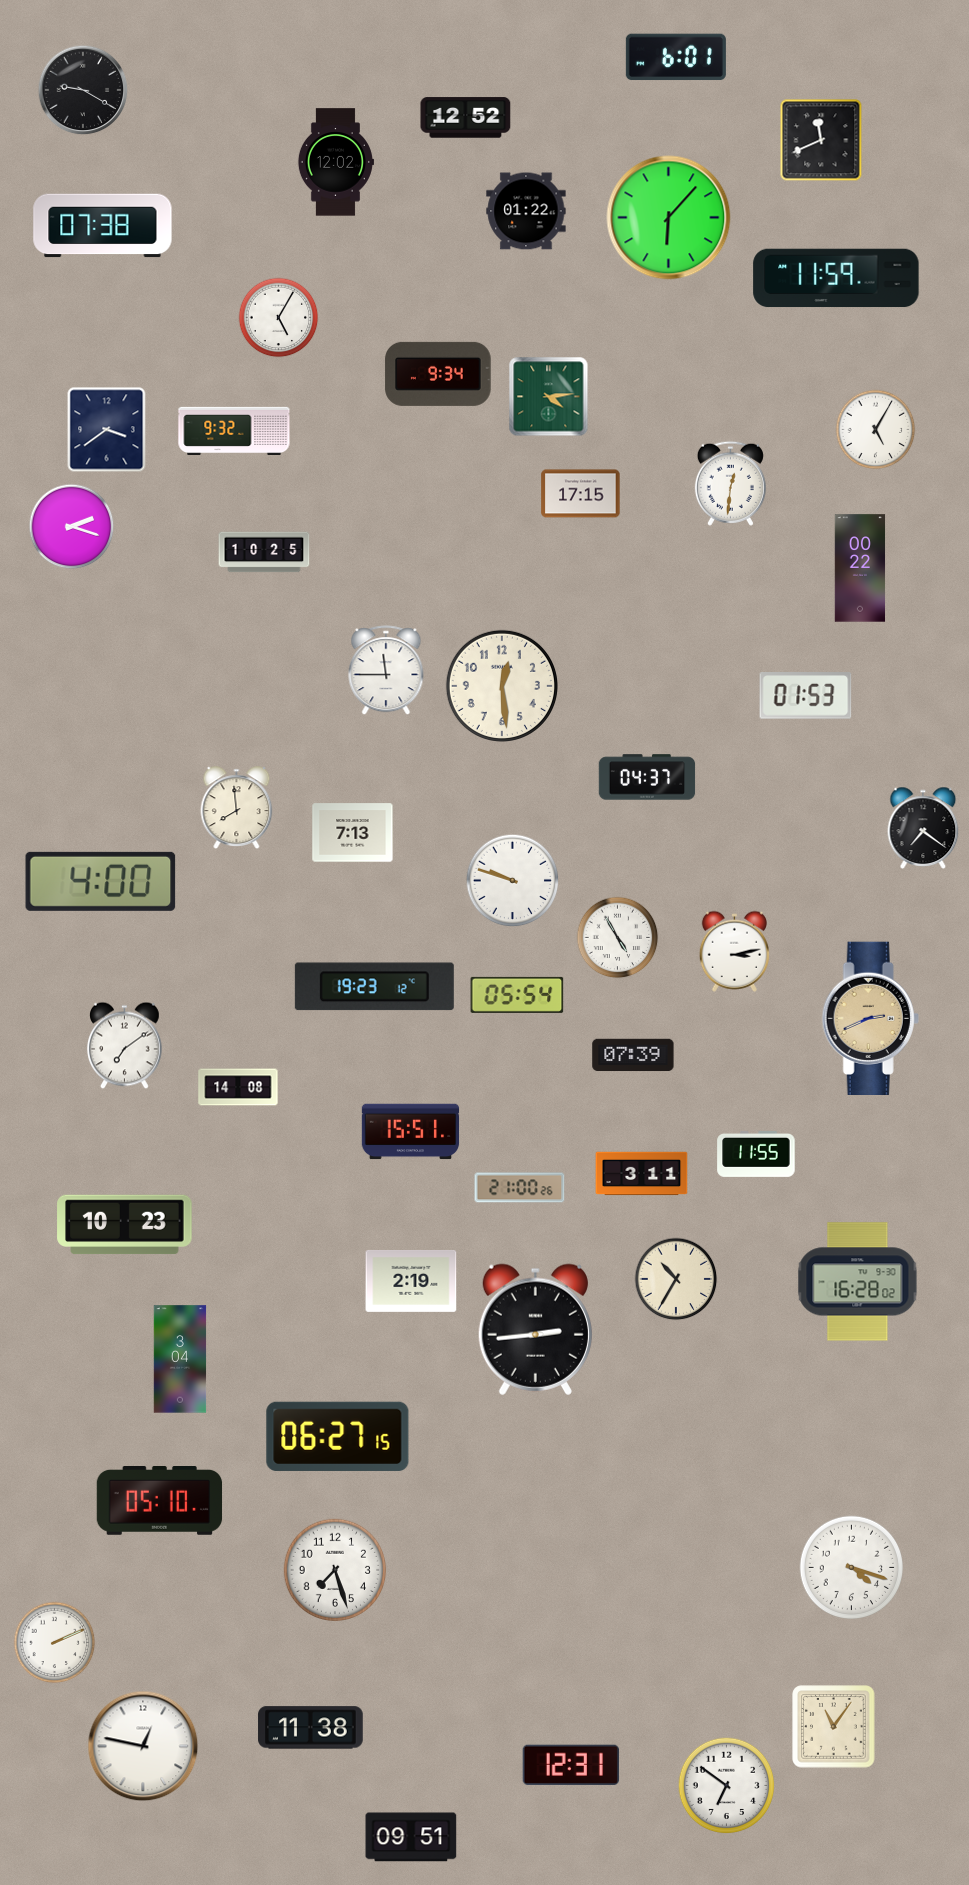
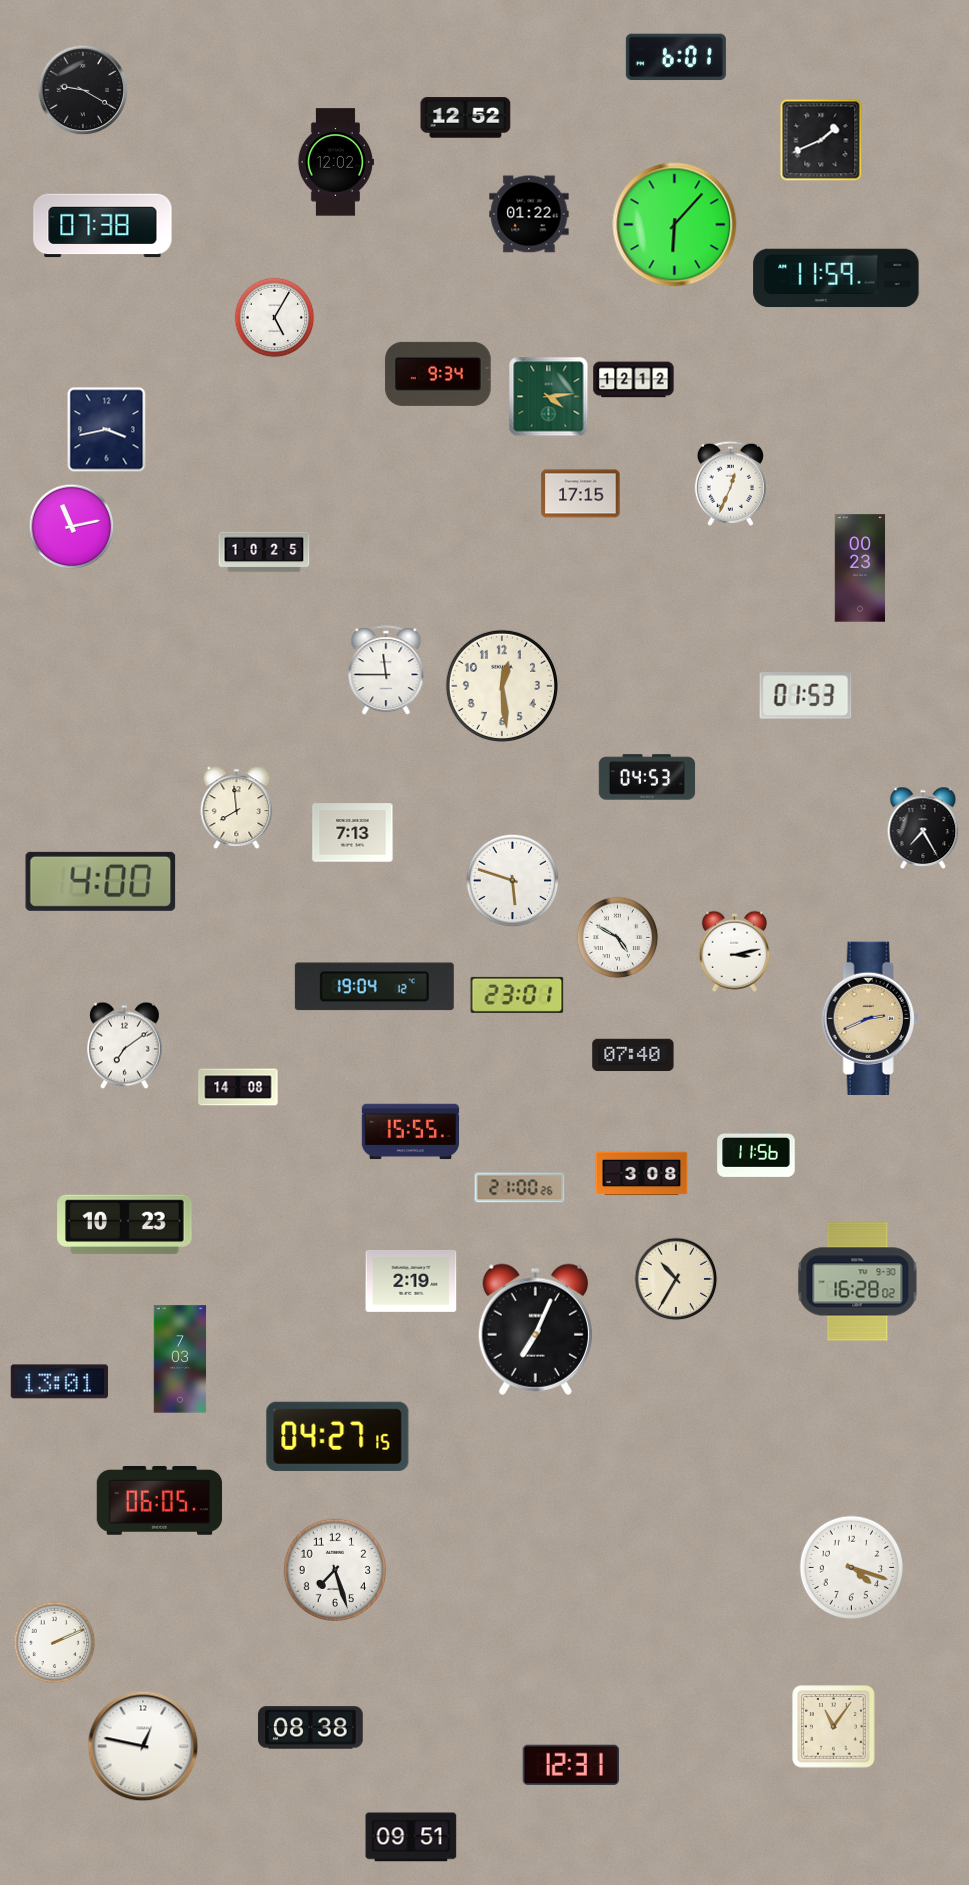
clock at (821, 140): 11:41 -> 1:41
clock at (526, 211) position: (526, 211) -> (529, 214)
clock at (669, 218) position: (669, 218) -> (675, 225)
clock at (279, 318) position: (279, 318) -> (275, 318)
clock at (634, 380): none -> 12:12
clock at (107, 430): 3:39 -> 3:43
clock at (876, 430): 5:05 -> none
clock at (234, 431): 9:32 -> none
clock at (730, 483): 12:31 -> 12:34
clock at (72, 527): 2:18 -> 11:13
clock at (860, 568): 00:22 -> 00:23
clock at (647, 777): 04:37 -> 04:53
clock at (923, 828): 7:21 -> 7:25
clock at (513, 881): 9:48 -> 5:48
clock at (618, 938): 4:55 -> 4:50
clock at (374, 987): 19:23 -> 19:04
clock at (517, 995): 05:54 -> 23:01
clock at (633, 1055): 07:39 -> 07:40
clock at (411, 1132): 15:51 -> 15:55
clock at (756, 1154): 11:55 -> 11:56
clock at (642, 1174): 3:11 -> 3:08
clock at (535, 1329): 2:44 -> 7:04
clock at (180, 1359): 3:04 -> 7:03
clock at (59, 1382): none -> 13:01
clock at (338, 1436): 06:27 -> 04:27
clock at (160, 1501): 05:10 -> 06:05
clock at (311, 1728): 11:38 -> 08:38
clock at (727, 1786): 6:51 -> none
